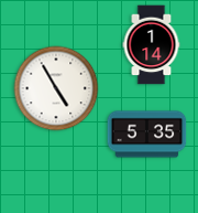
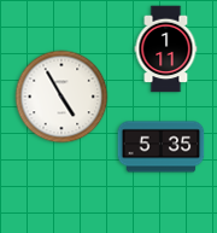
clock at (152, 45): 1:14 -> 1:11
